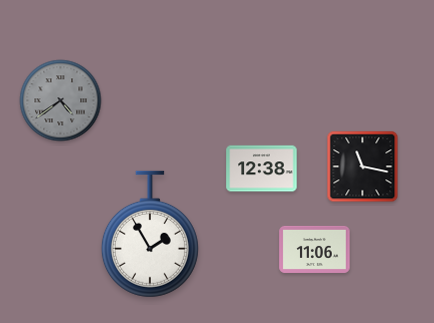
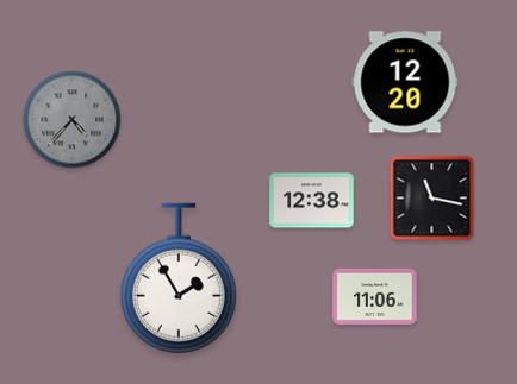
clock at (405, 82): none -> 12:20
clock at (61, 101): 4:39 -> 4:37
